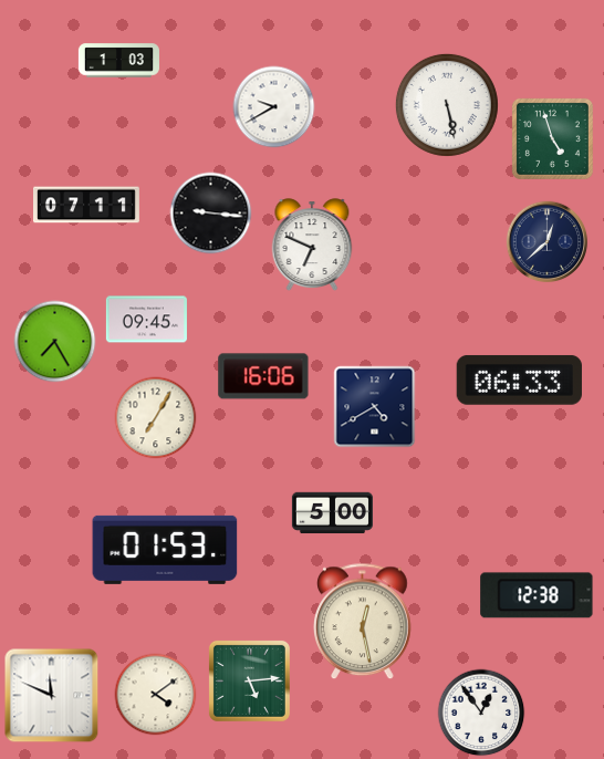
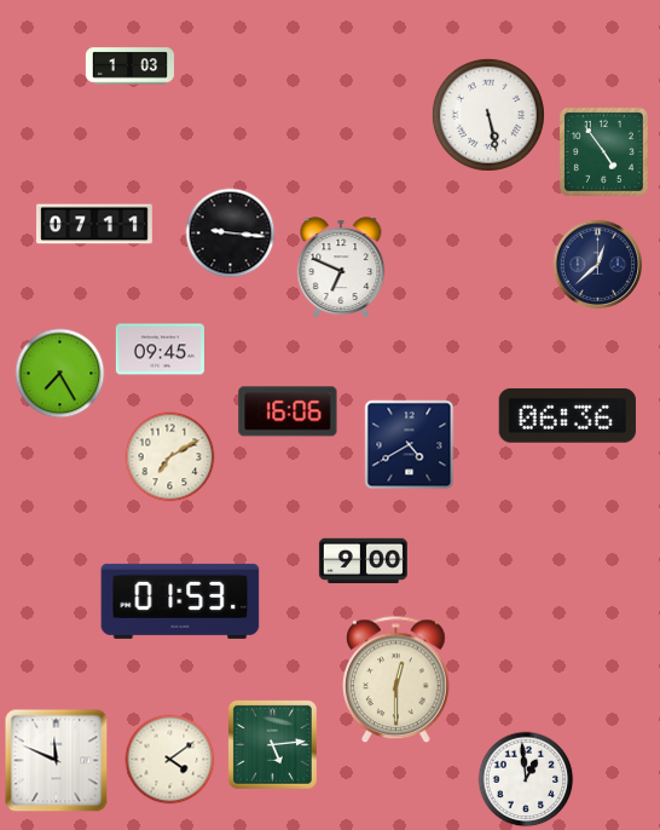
clock at (274, 107): 9:40 -> none
clock at (552, 138): 4:57 -> 4:54
clock at (519, 381): 06:33 -> 06:36
clock at (156, 418): 7:05 -> 7:10
clock at (332, 513): 5:00 -> 9:00
clock at (537, 595): 12:38 -> none
clock at (363, 622): 12:28 -> 12:30
clock at (481, 713): 12:54 -> 12:59
